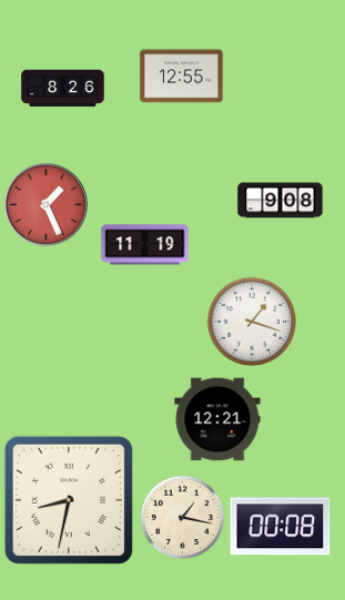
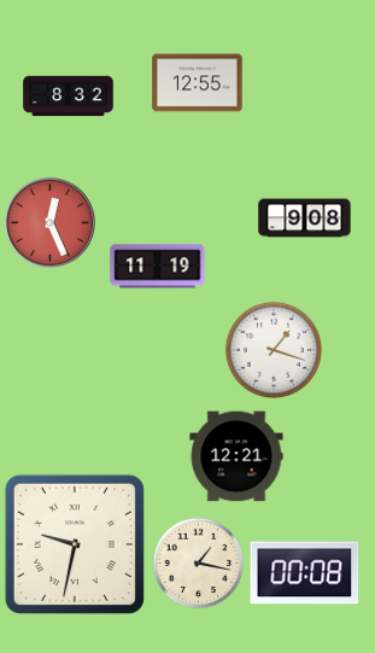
clock at (63, 89): 8:26 -> 8:32
clock at (45, 204): 1:26 -> 12:26
clock at (69, 500): 8:32 -> 9:32
